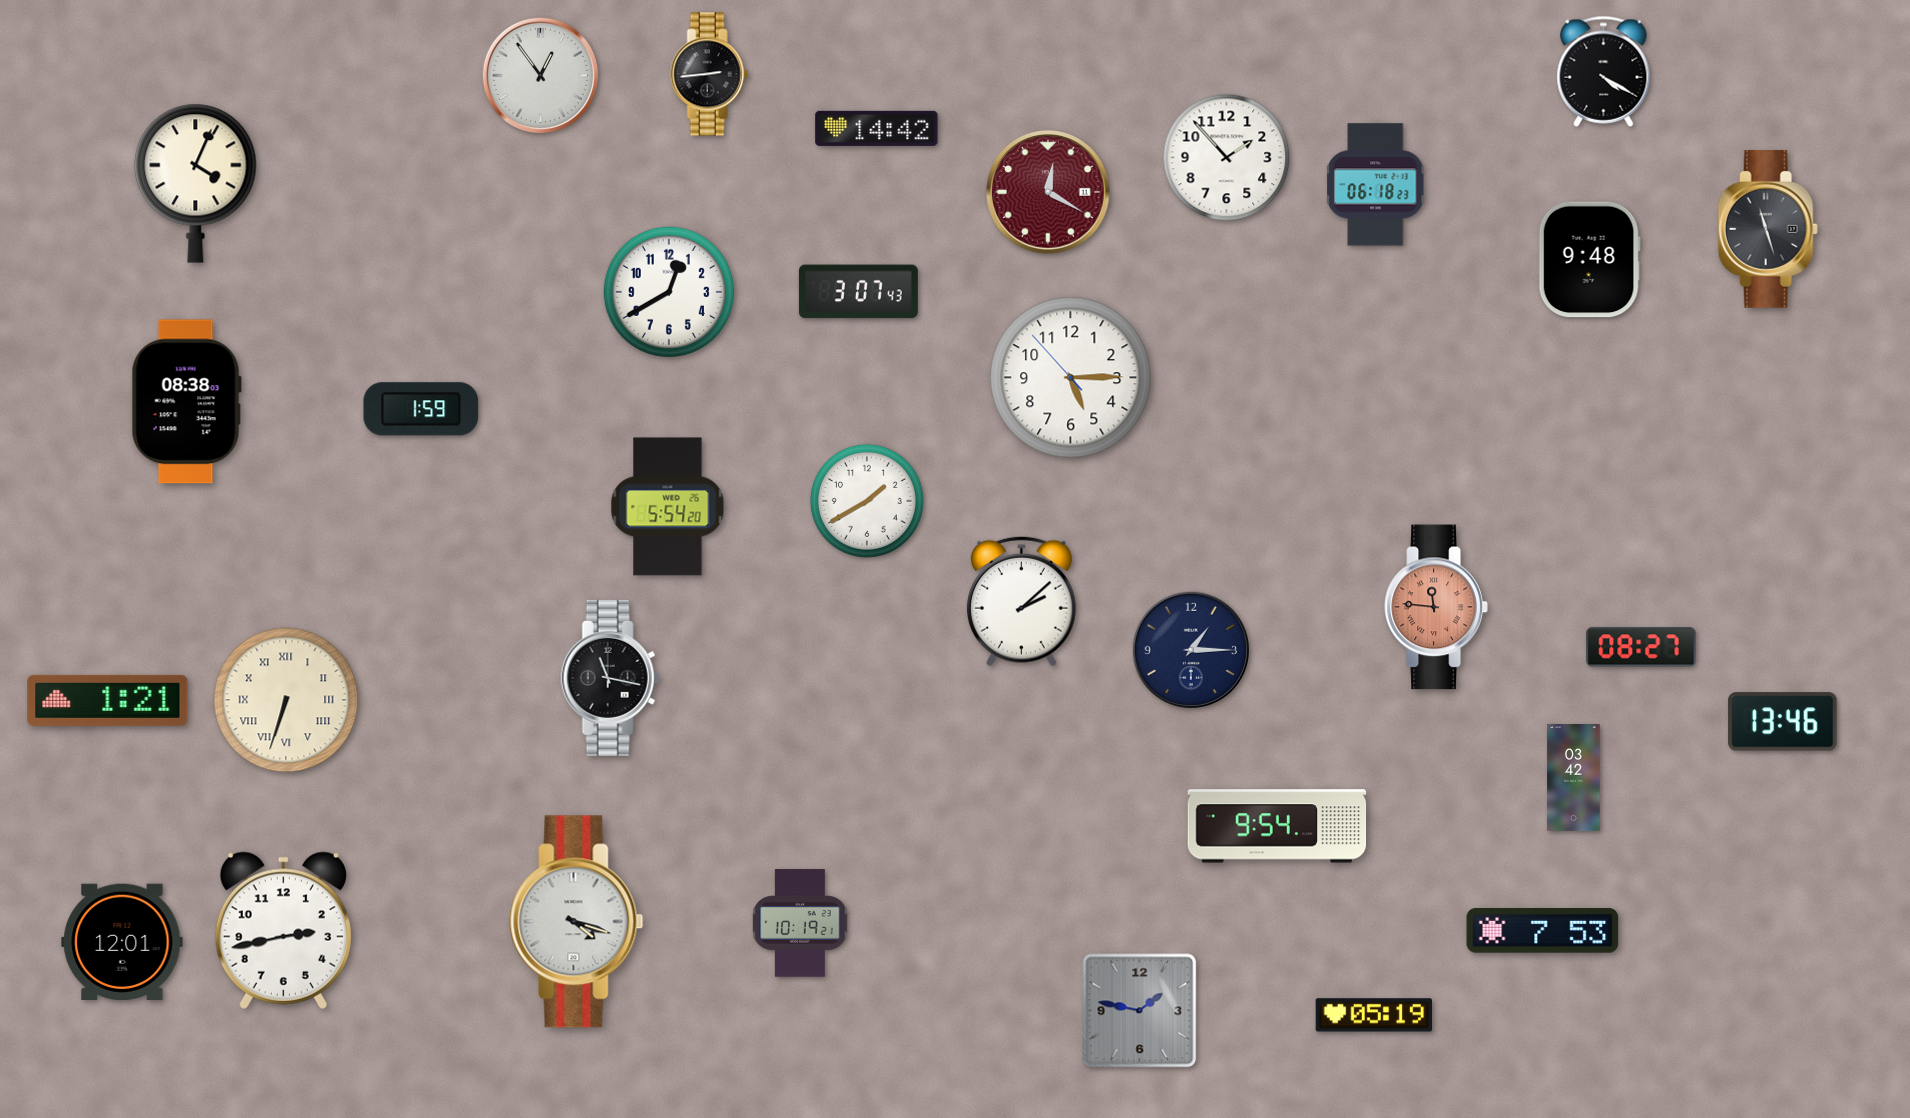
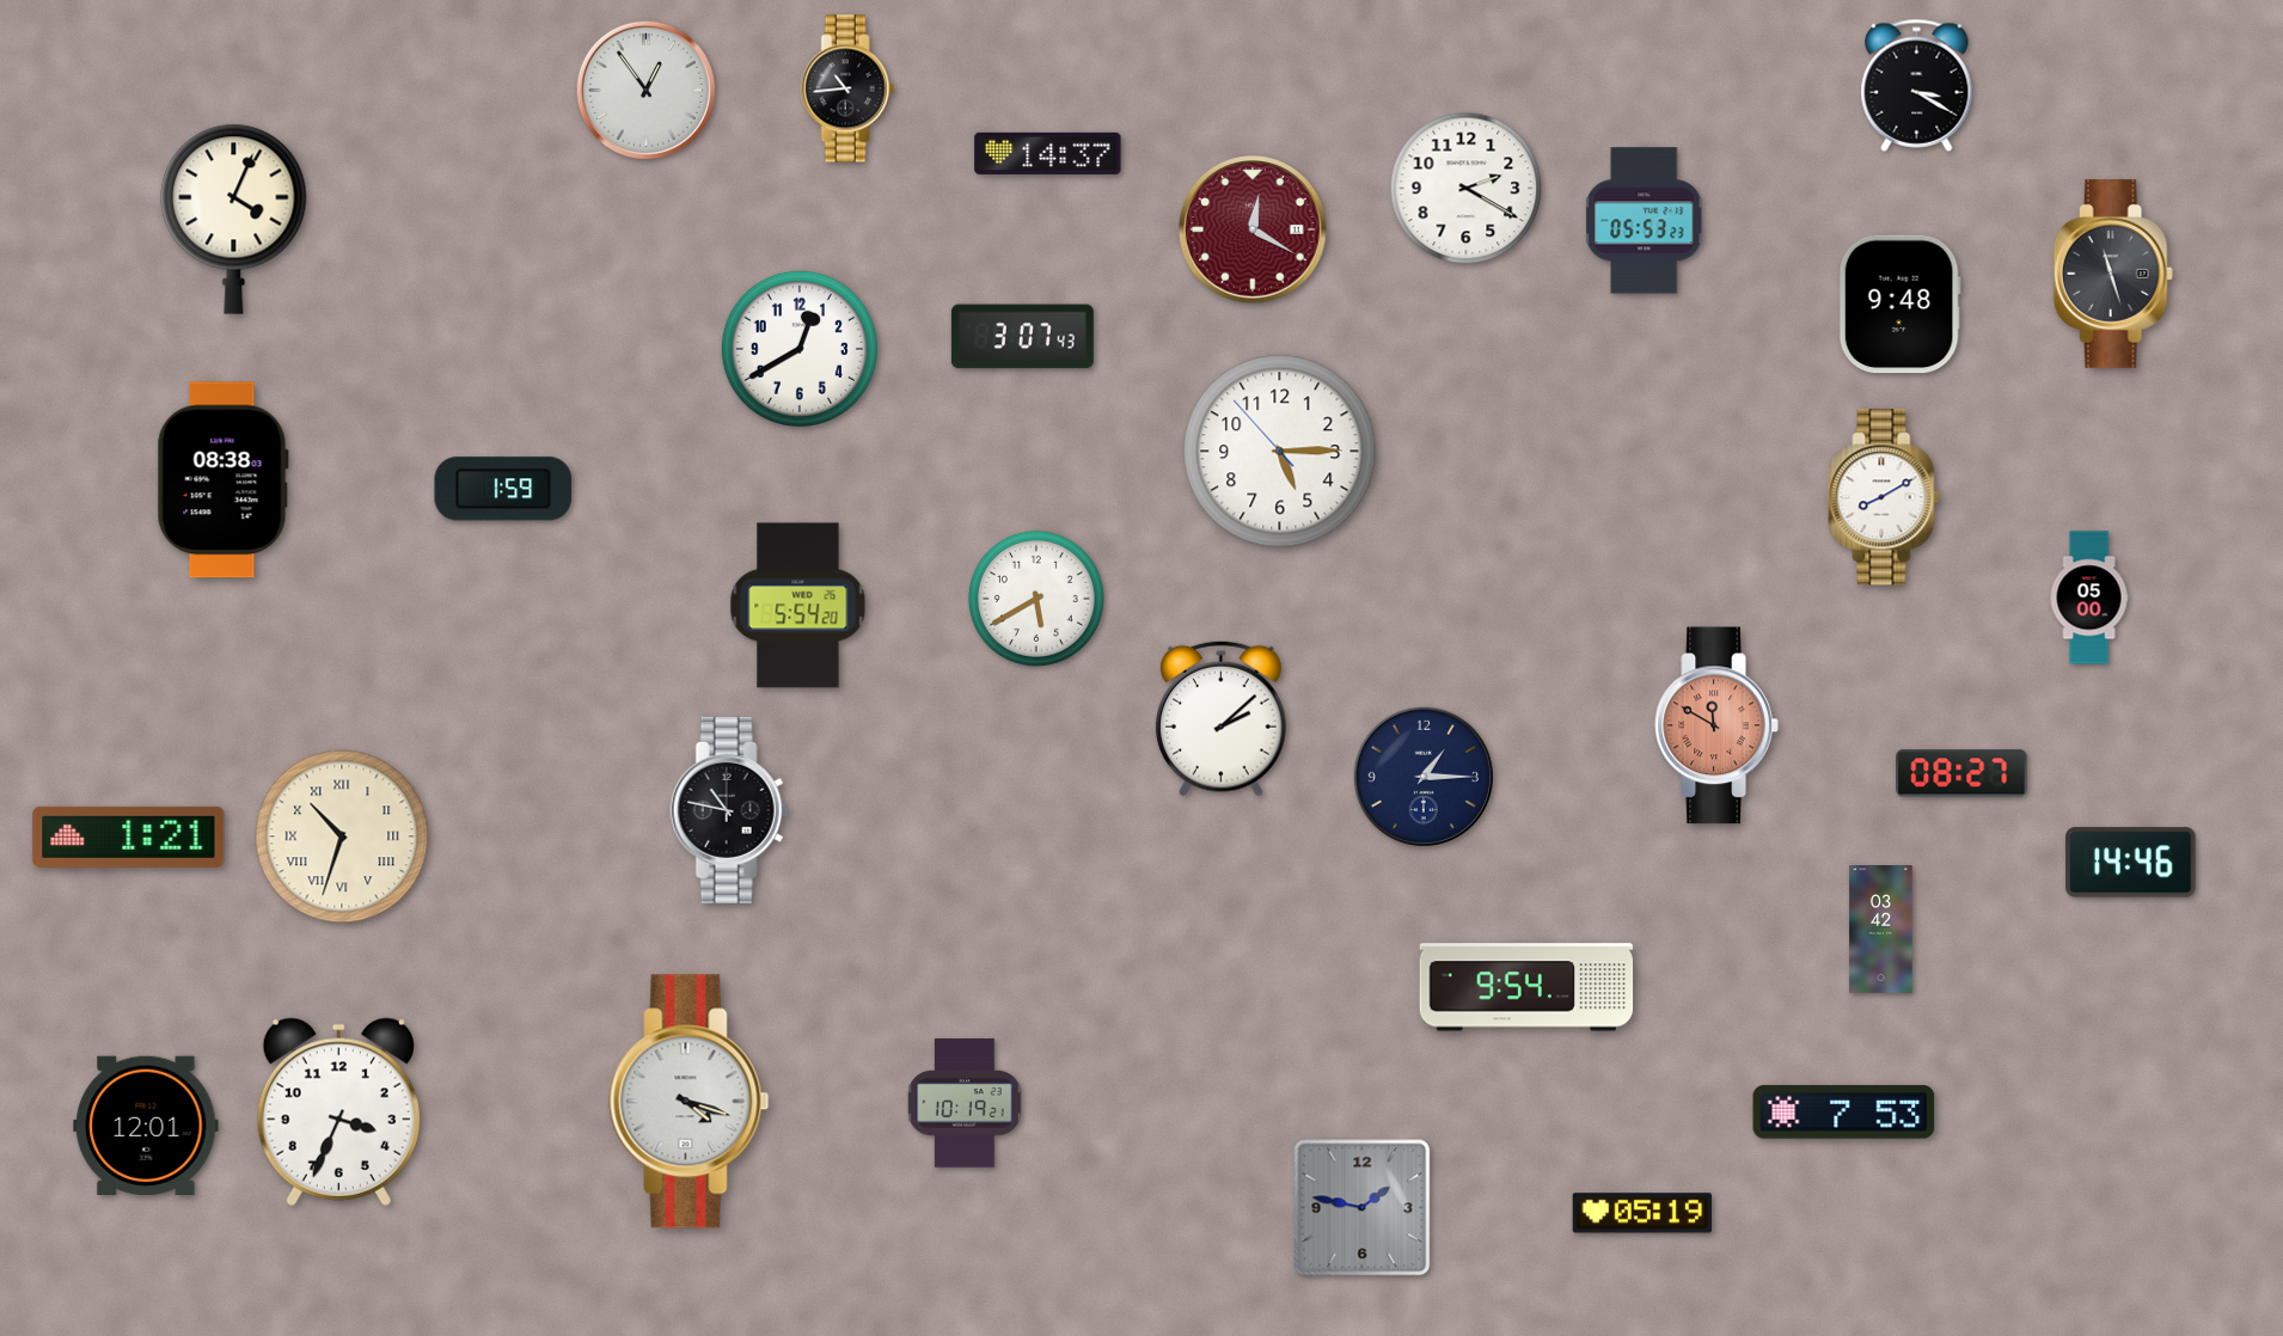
clock at (1604, 71): 4:20 -> 3:20
clock at (709, 74): 2:44 -> 10:44
clock at (877, 128): 14:42 -> 14:37
clock at (1227, 158): 1:53 -> 2:20
clock at (1376, 185): 06:18 -> 05:53
clock at (1589, 260) position: (1589, 260) -> (1899, 305)
clock at (858, 292) position: (858, 292) -> (1022, 337)
clock at (1884, 497): none -> 8:10
clock at (2089, 597): none -> 05:00
clock at (867, 501): 1:40 -> 5:40
clock at (1436, 607): 11:46 -> 11:50
clock at (610, 678): 11:17 -> 10:47
clock at (286, 700): 6:33 -> 10:33
clock at (1783, 722): 13:46 -> 14:46
clock at (800, 923) position: (800, 923) -> (965, 1103)
clock at (283, 930): 2:43 -> 3:34
